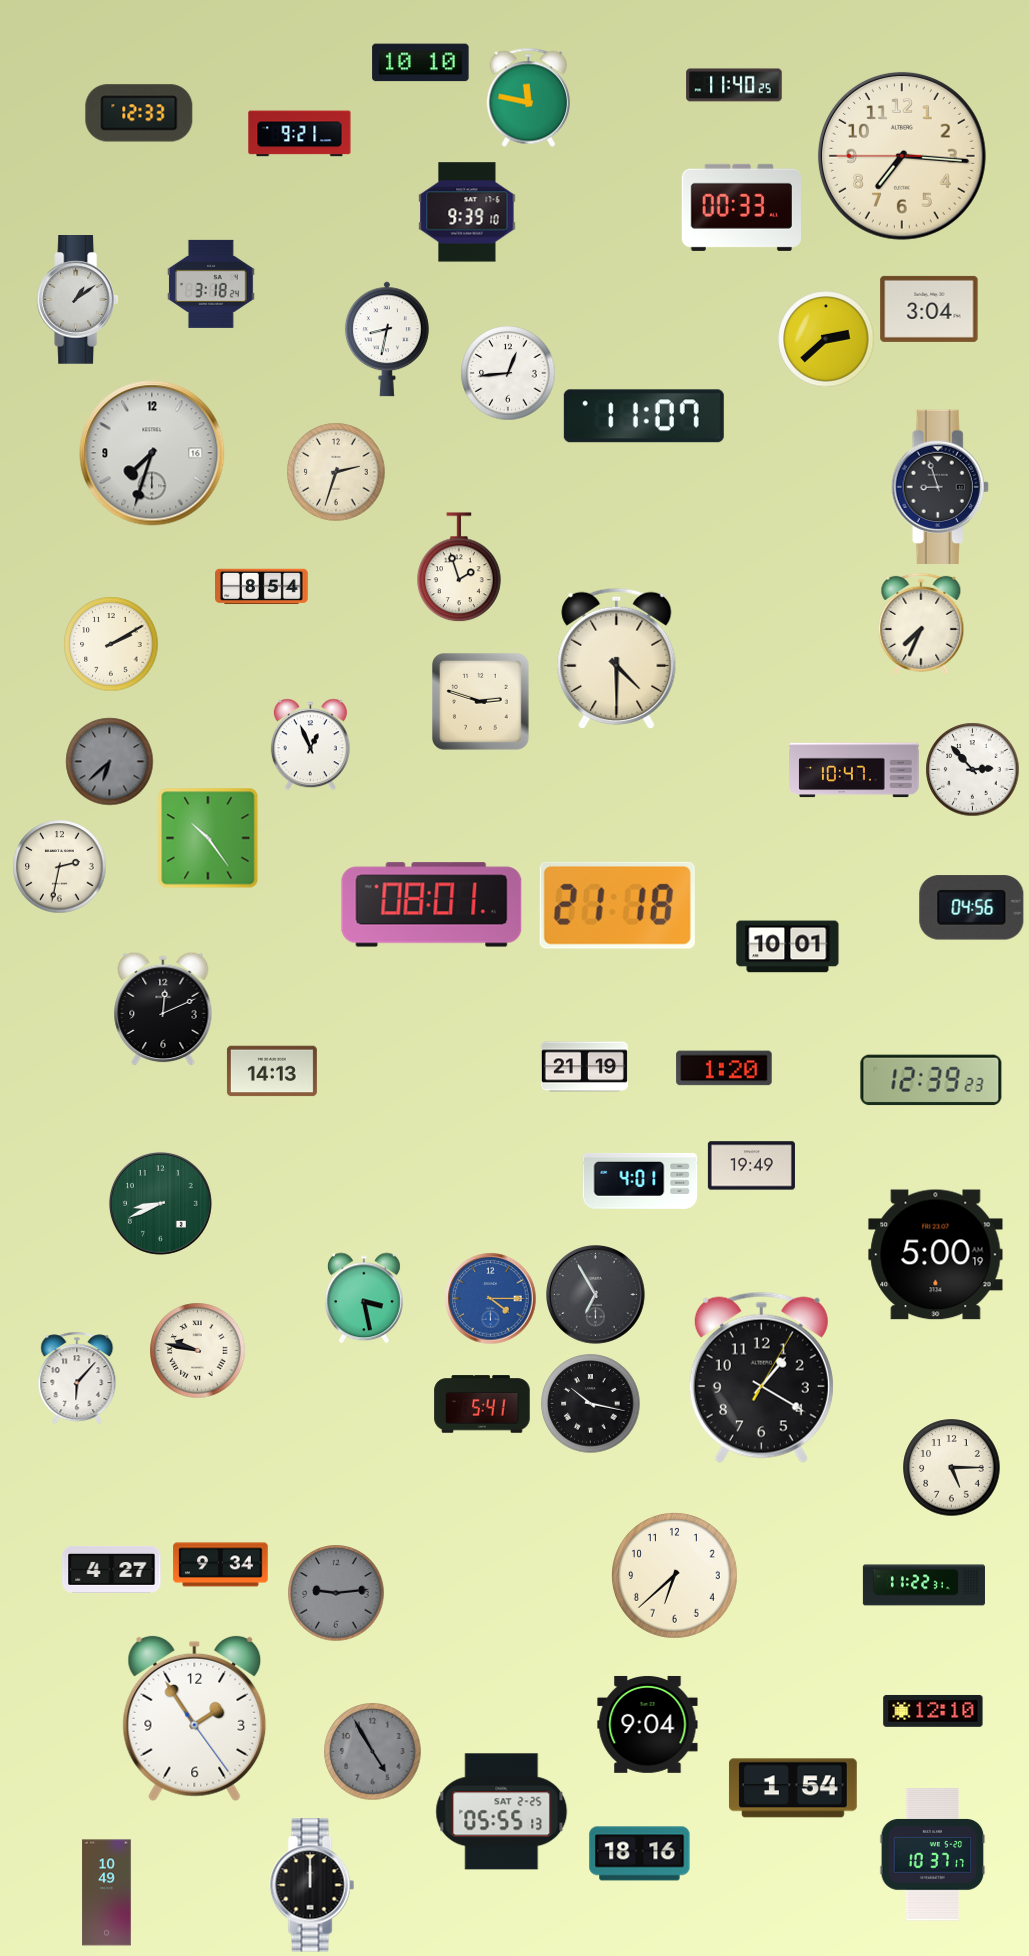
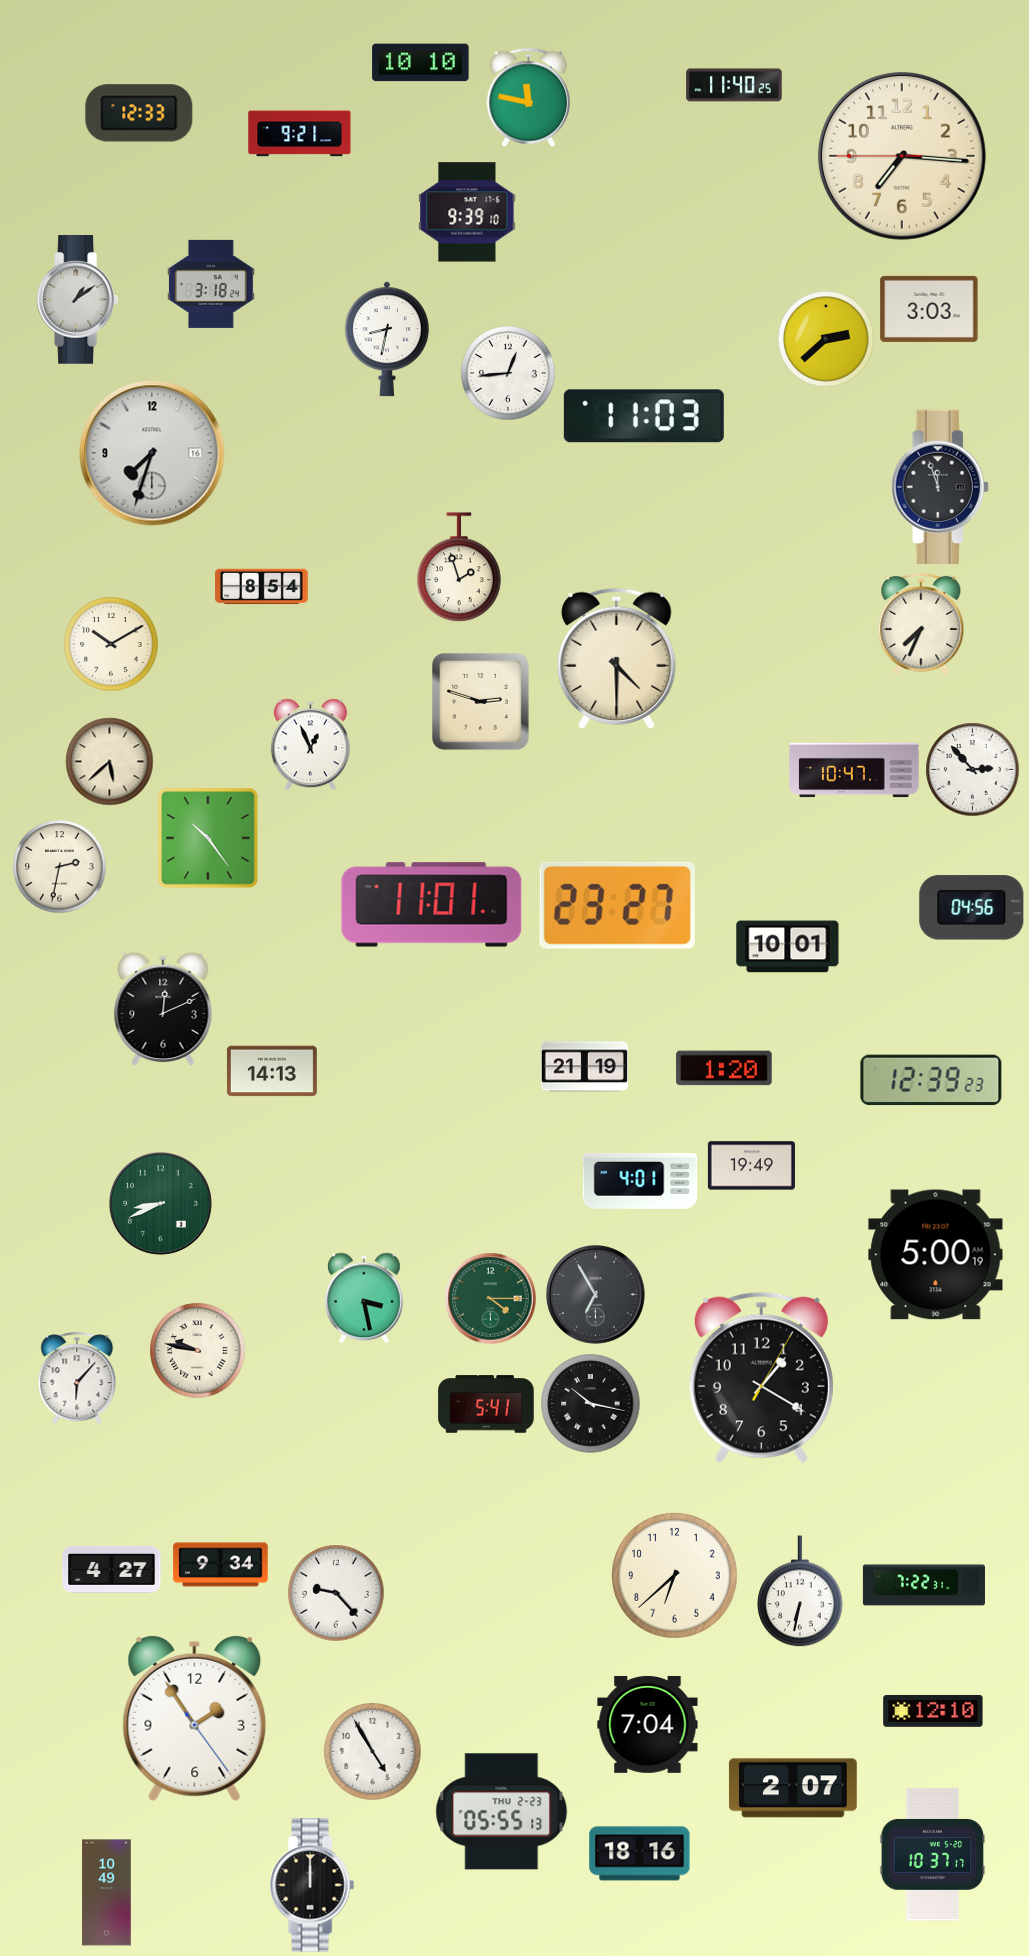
clock at (741, 207): 00:33 -> none
clock at (929, 309): 3:04 -> 3:03
clock at (644, 416): 11:07 -> 11:03
clock at (336, 472): 2:33 -> none
clock at (940, 486): 8:57 -> 11:57
clock at (111, 644): 2:10 -> 10:10
clock at (110, 762): 6:38 -> 5:38
clock at (110, 762) dial: grey -> cream
clock at (432, 905): 08:01 -> 11:01
clock at (617, 905): 21:18 -> 23:27
clock at (491, 1299) dial: blue -> green
clock at (482, 1404) position: (482, 1404) -> (486, 1404)
clock at (952, 1468): 5:15 -> none
clock at (924, 1585): 11:22 -> 7:22
clock at (800, 1592): none -> 6:32
clock at (336, 1593): 9:14 -> 9:23
clock at (336, 1593) dial: grey -> white
clock at (648, 1724): 9:04 -> 7:04
clock at (373, 1752) dial: grey -> white
clock at (793, 1788): 1:54 -> 2:07
clock at (502, 1812) date: SAT 2-25 -> THU 2-23
